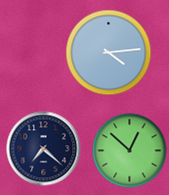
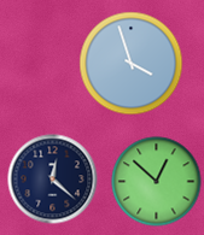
clock at (109, 53): 4:14 -> 3:57
clock at (44, 149): 7:22 -> 12:22
